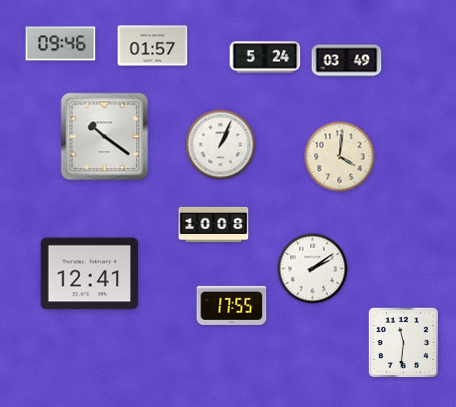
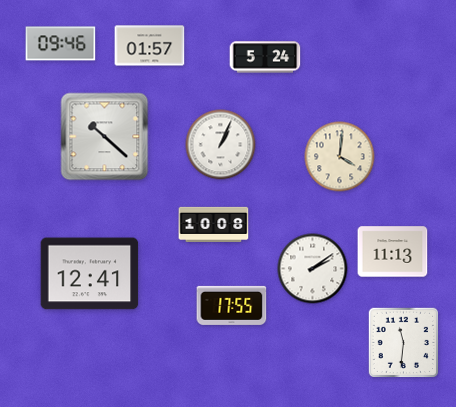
clock at (153, 46) position: (153, 46) -> (150, 46)
clock at (347, 61): 03:49 -> none
clock at (105, 137): 10:21 -> 10:22
clock at (393, 252): none -> 11:13
